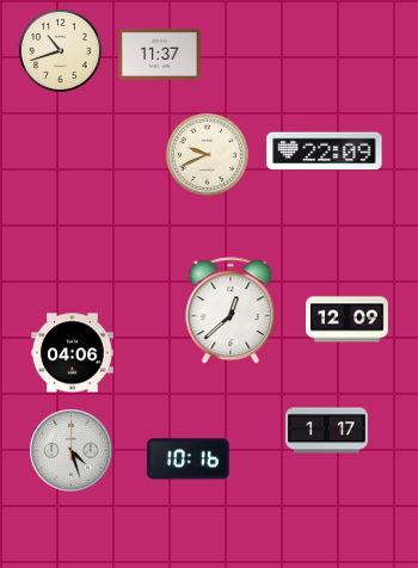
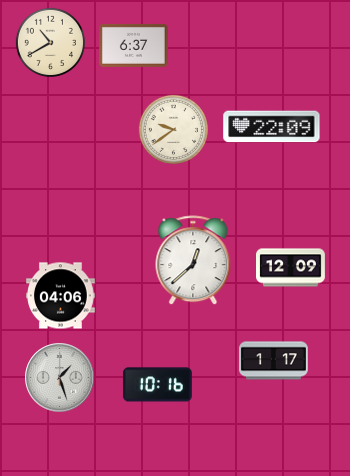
clock at (60, 50): 10:42 -> 10:40
clock at (160, 54): 11:37 -> 6:37
clock at (207, 154): 9:41 -> 9:39
clock at (72, 451): 4:27 -> 1:27
